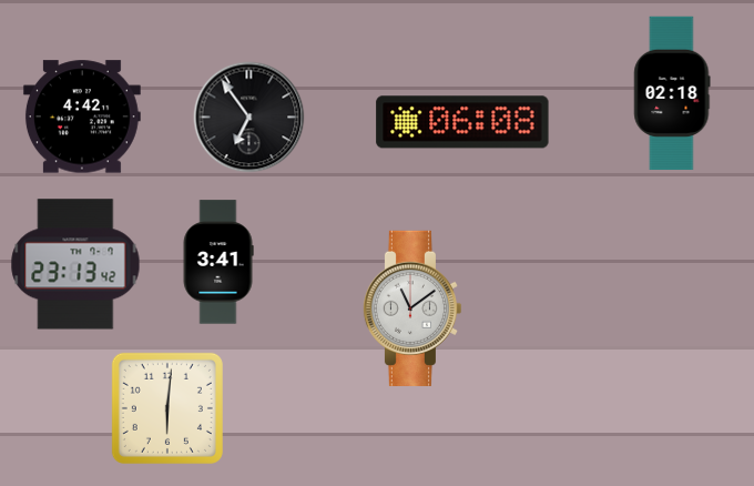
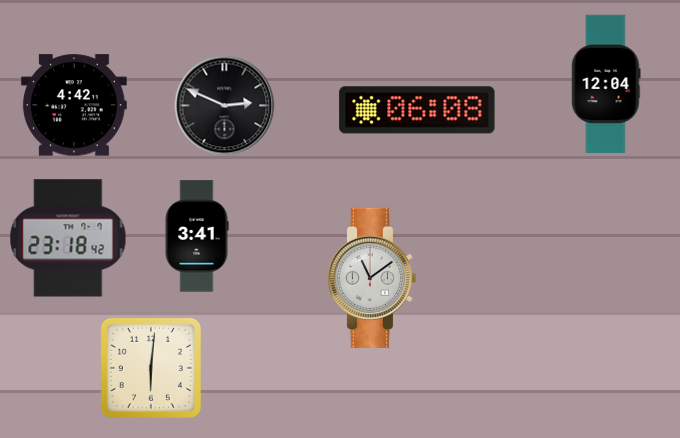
clock at (672, 93): 02:18 -> 12:04
clock at (249, 118): 6:54 -> 2:49
clock at (75, 264): 23:13 -> 23:18
